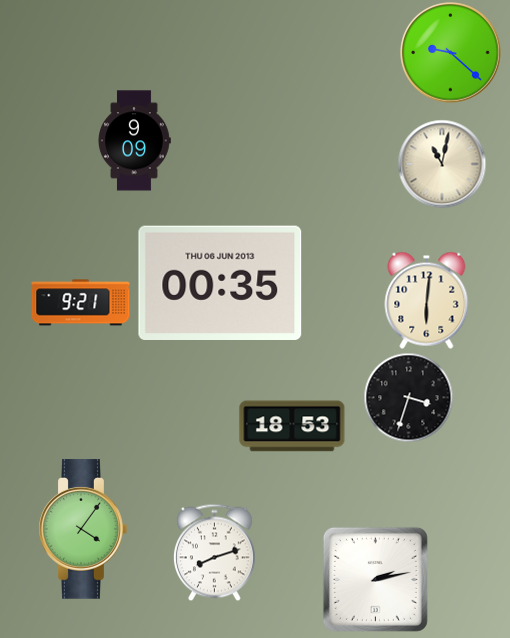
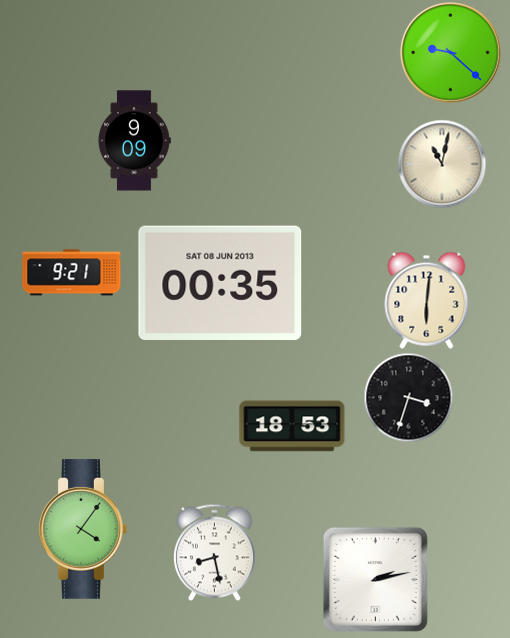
clock at (220, 282) date: THU 06 JUN 2013 -> SAT 08 JUN 2013
clock at (81, 303) position: (81, 303) -> (72, 273)
clock at (215, 552): 8:12 -> 8:28
